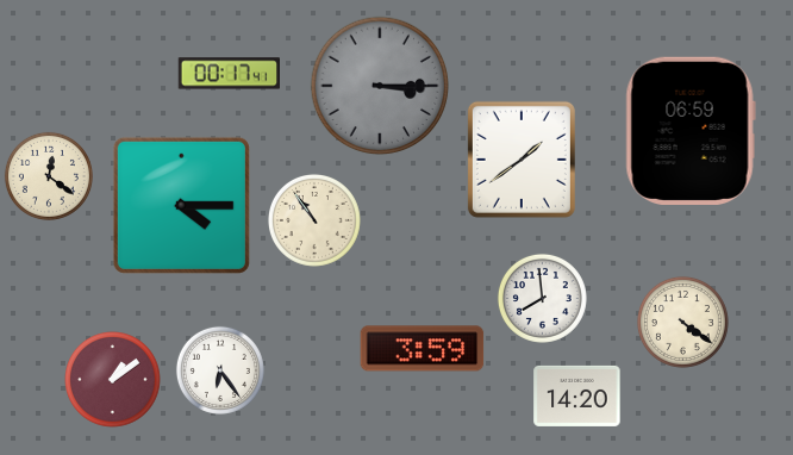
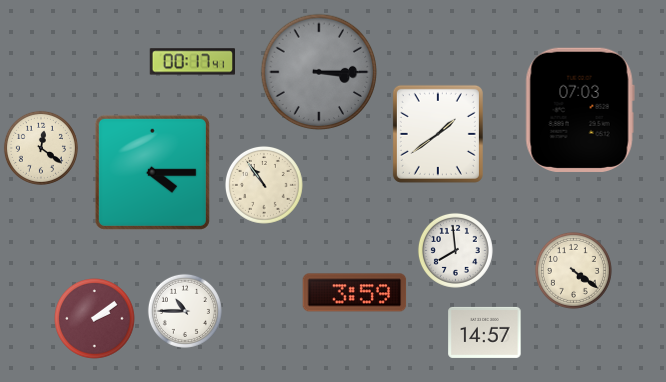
clock at (691, 131): 06:59 -> 07:03
clock at (220, 370): 6:24 -> 10:45
clock at (113, 380): 1:09 -> 2:09
clock at (577, 395): 14:20 -> 14:57
